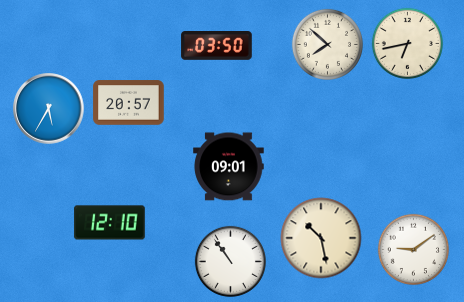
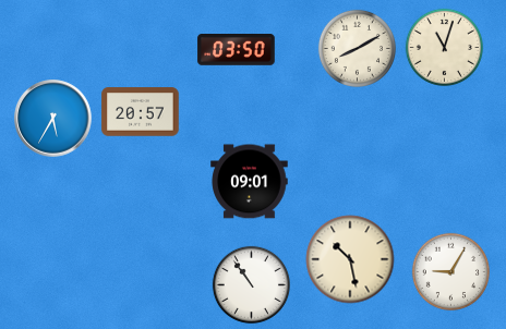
clock at (407, 43): 6:43 -> 11:03
clock at (327, 44): 7:52 -> 8:10
clock at (110, 223): 12:10 -> none
clock at (413, 249): 9:09 -> 9:05
